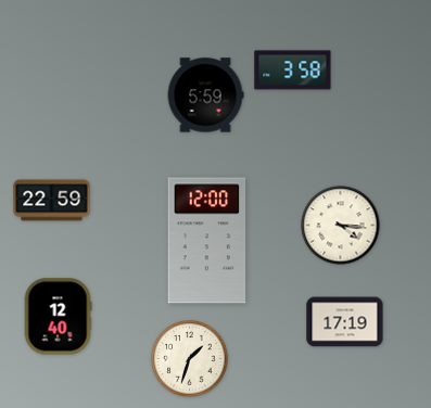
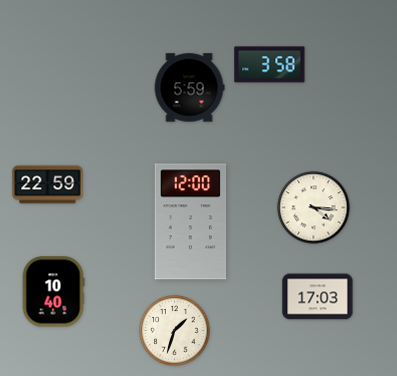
clock at (58, 317): 12:40 -> 10:40
clock at (345, 322): 17:19 -> 17:03
